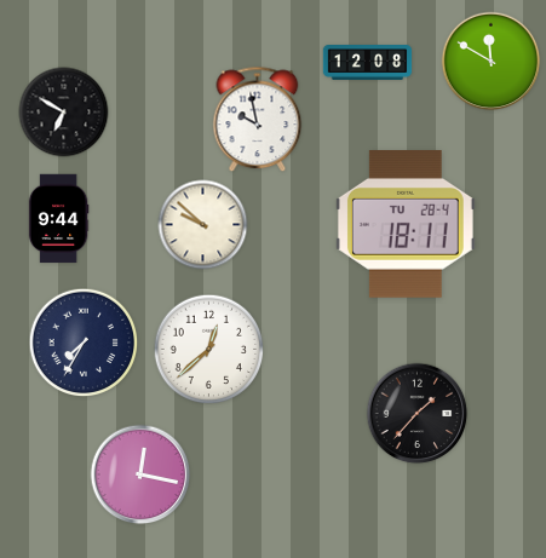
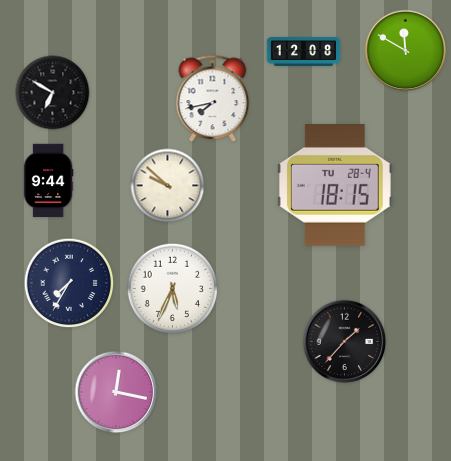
clock at (258, 120): 9:58 -> 7:43
clock at (406, 225): 18:11 -> 18:15
clock at (209, 350): 12:38 -> 5:34
